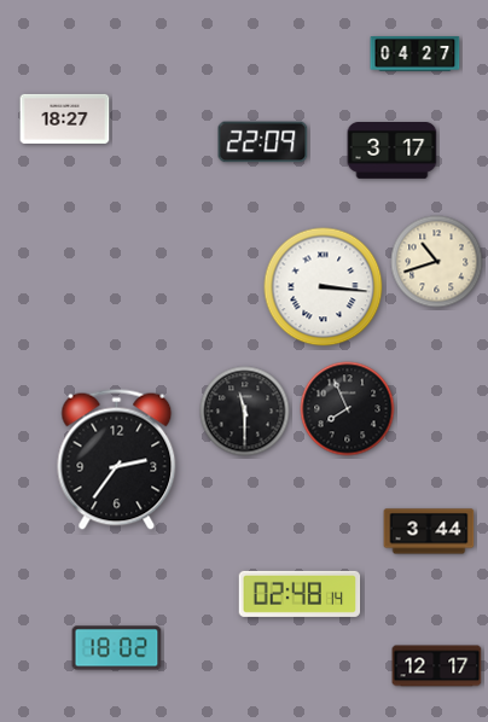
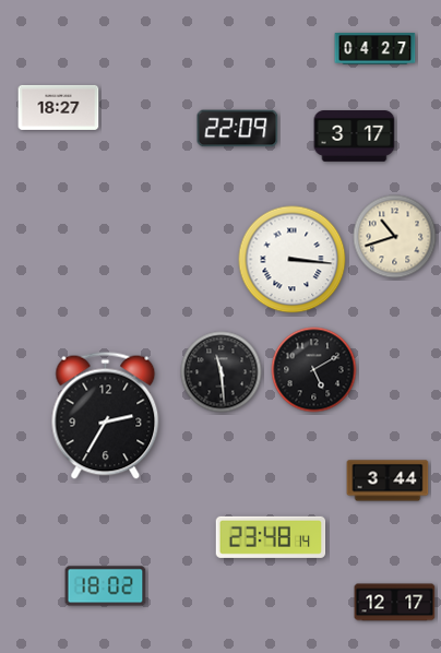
clock at (348, 409): 7:56 -> 5:10
clock at (245, 412): 11:30 -> 11:29
clock at (117, 459): 2:36 -> 2:35
clock at (300, 594): 02:48 -> 23:48
